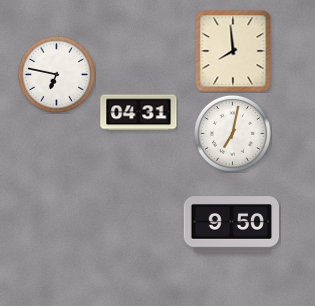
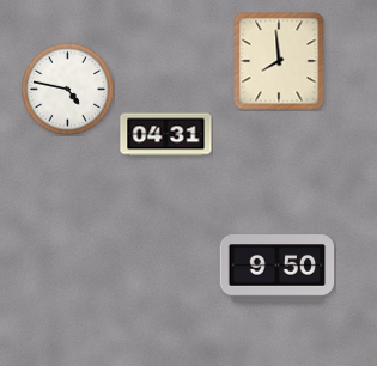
clock at (56, 74): 6:47 -> 4:47
clock at (232, 133): 7:02 -> none
